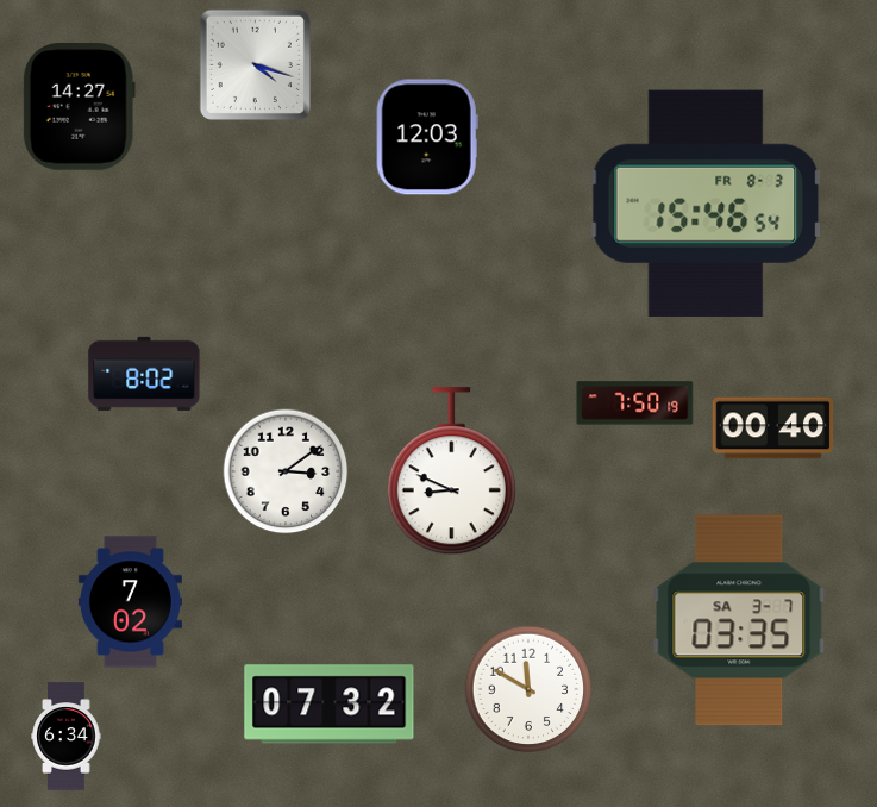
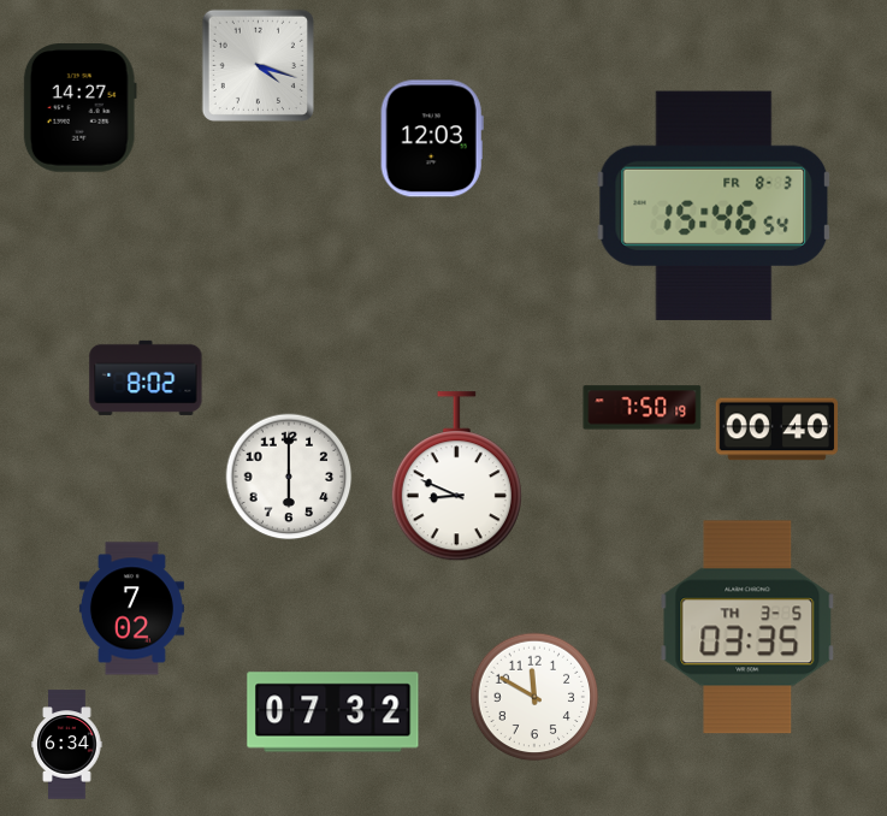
clock at (773, 428) position: (773, 428) -> (777, 430)
clock at (286, 471): 3:09 -> 6:00
clock at (739, 620) date: SA 3-7 -> TH 3-5
